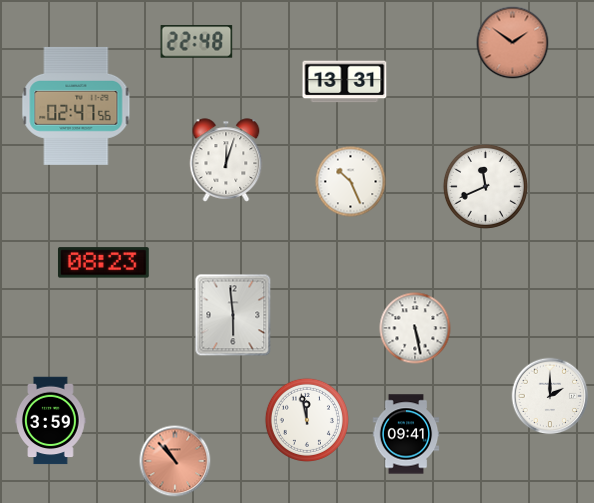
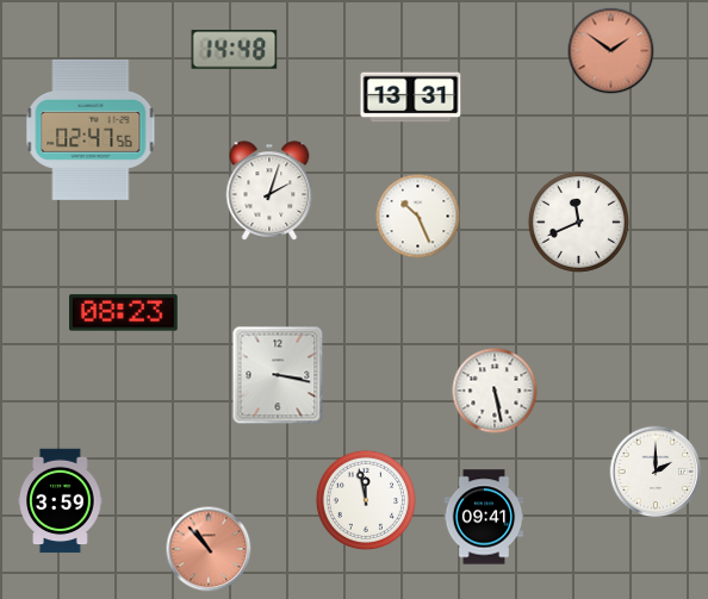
clock at (197, 42): 22:48 -> 14:48
clock at (76, 106) position: (76, 106) -> (91, 130)
clock at (226, 160): 12:03 -> 2:03
clock at (233, 315): 5:59 -> 3:17
